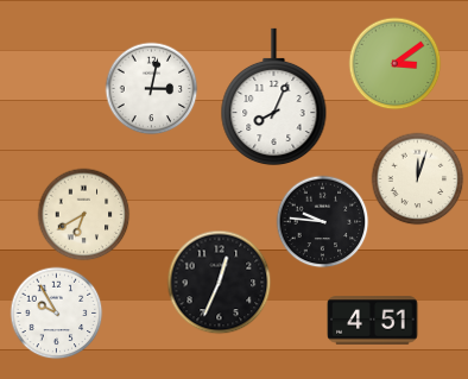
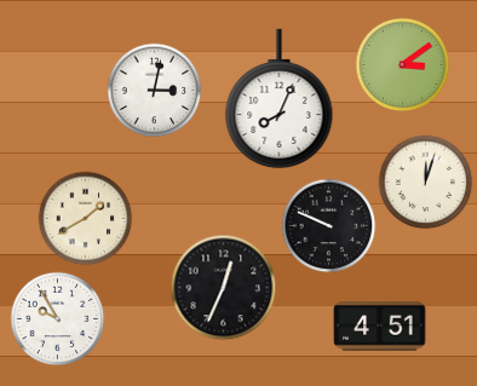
clock at (83, 214): 6:40 -> 1:40
clock at (322, 221): 9:46 -> 9:49
